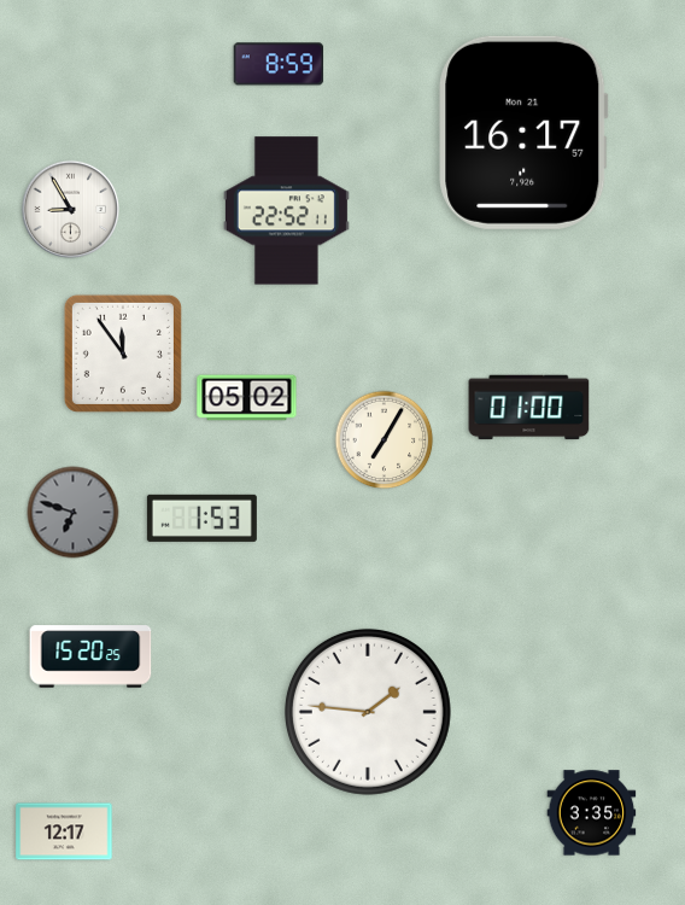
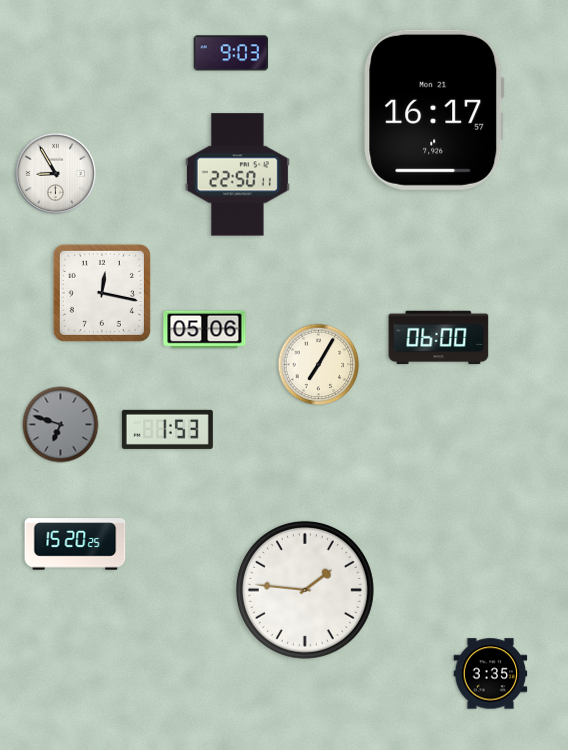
clock at (279, 64): 8:59 -> 9:03
clock at (71, 210) position: (71, 210) -> (56, 174)
clock at (286, 211): 22:52 -> 22:50
clock at (123, 354): 11:54 -> 12:17
clock at (247, 398): 05:02 -> 05:06
clock at (529, 408): 01:00 -> 06:00
clock at (64, 831): 12:17 -> none
